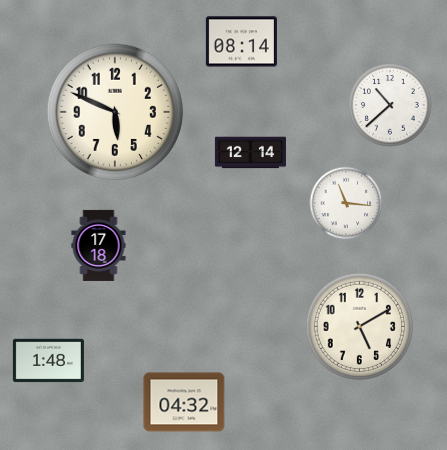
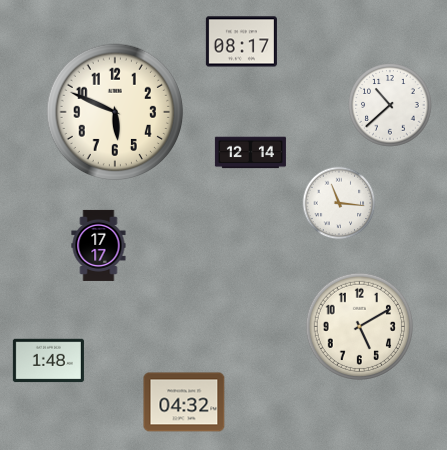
clock at (241, 42): 08:14 -> 08:17
clock at (346, 203) position: (346, 203) -> (339, 203)
clock at (99, 245): 17:18 -> 17:17
